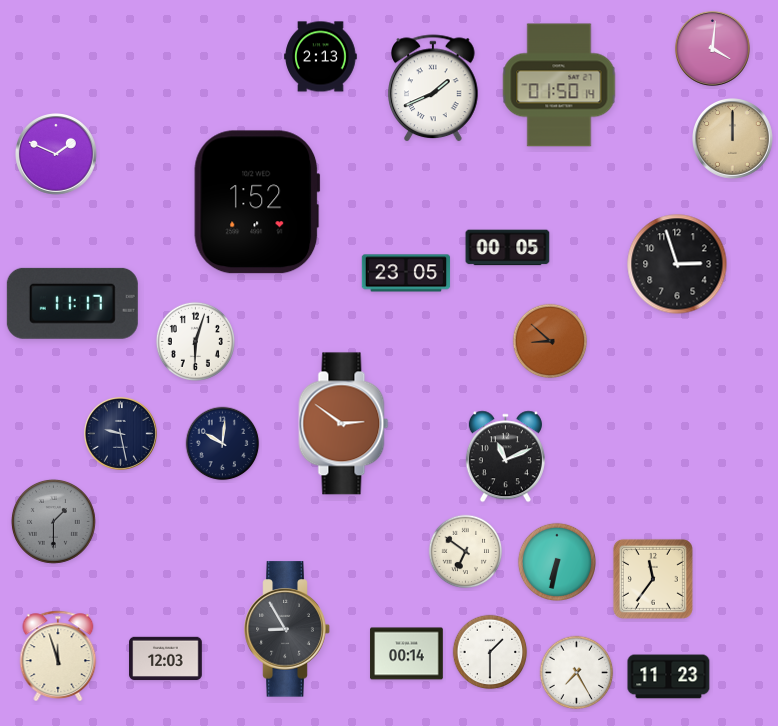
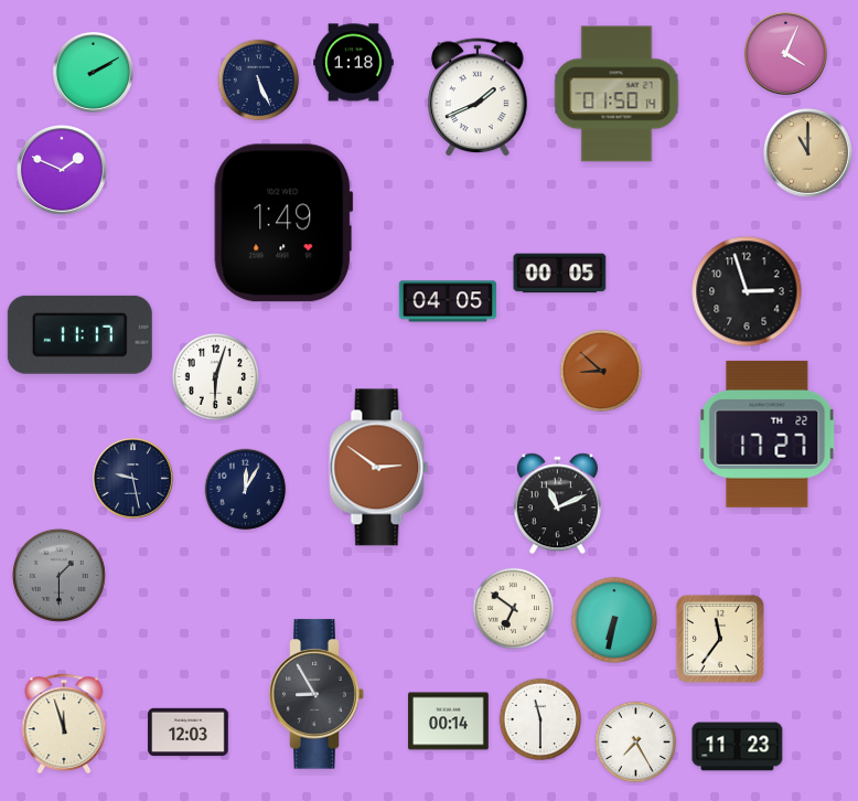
clock at (712, 48): 4:01 -> 4:04
clock at (321, 57): 2:13 -> 1:18
clock at (93, 72): none -> 2:10
clock at (259, 81): none -> 5:26
clock at (733, 139): 12:00 -> 11:00
clock at (257, 202): 1:52 -> 1:49
clock at (406, 273): 23:05 -> 04:05
clock at (550, 341) position: (550, 341) -> (601, 371)
clock at (768, 434): none -> 17:27
clock at (223, 444): 10:01 -> 12:05
clock at (490, 652): 1:30 -> 11:30
clock at (166, 659) position: (166, 659) -> (189, 733)
